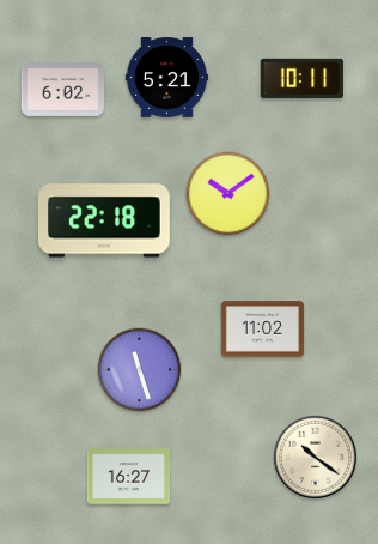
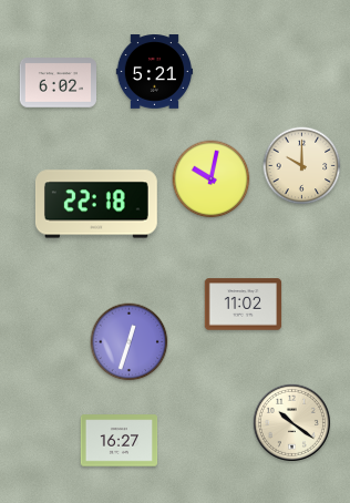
clock at (301, 78): 10:11 -> none
clock at (302, 166): none -> 10:00
clock at (228, 194): 10:09 -> 10:02
clock at (140, 370): 11:27 -> 12:33
